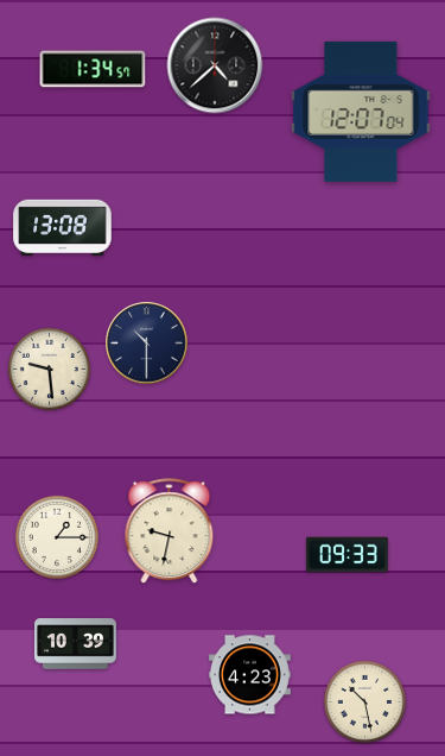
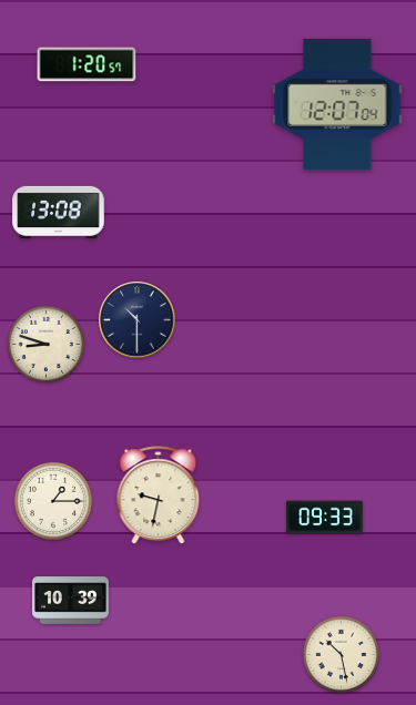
clock at (215, 65): 4:38 -> none
clock at (93, 69): 1:34 -> 1:20
clock at (49, 368): 9:29 -> 8:48
clock at (249, 675): 4:23 -> none
